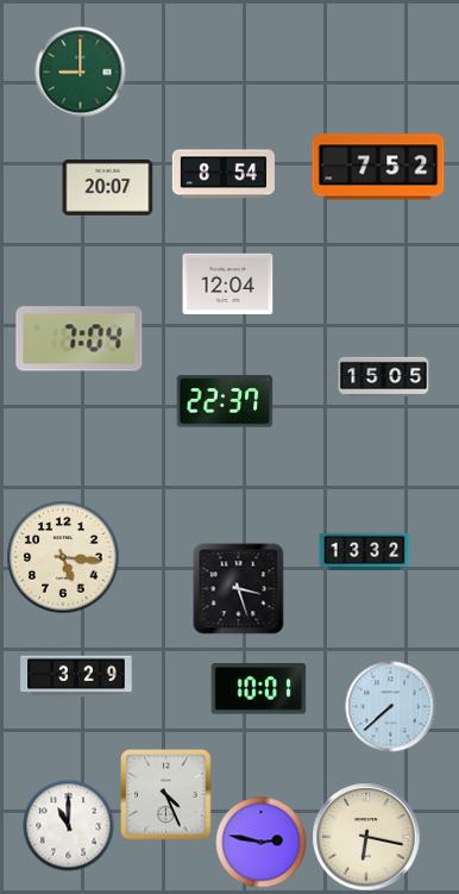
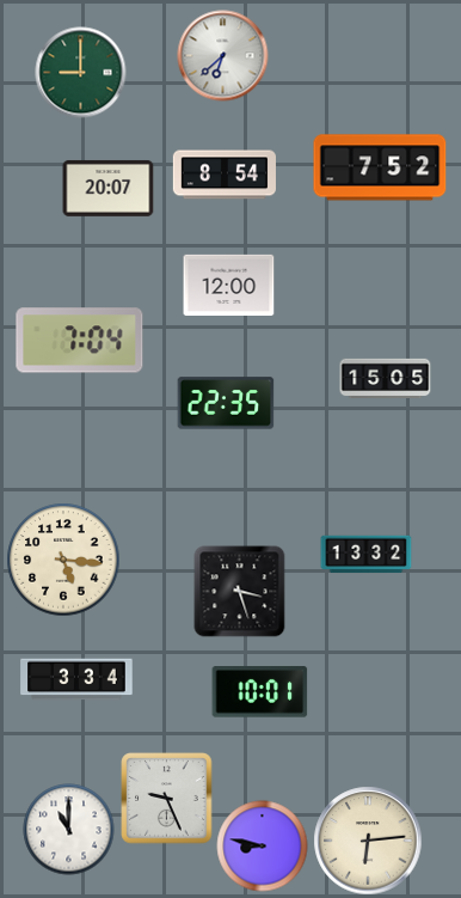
clock at (223, 56): none -> 6:38
clock at (228, 283): 12:04 -> 12:00
clock at (225, 401): 22:37 -> 22:35
clock at (76, 676): 3:29 -> 3:34
clock at (391, 707): 7:38 -> none
clock at (166, 795): 4:26 -> 9:26
clock at (366, 837): 6:17 -> 6:14
clock at (262, 843): 2:47 -> 8:47
